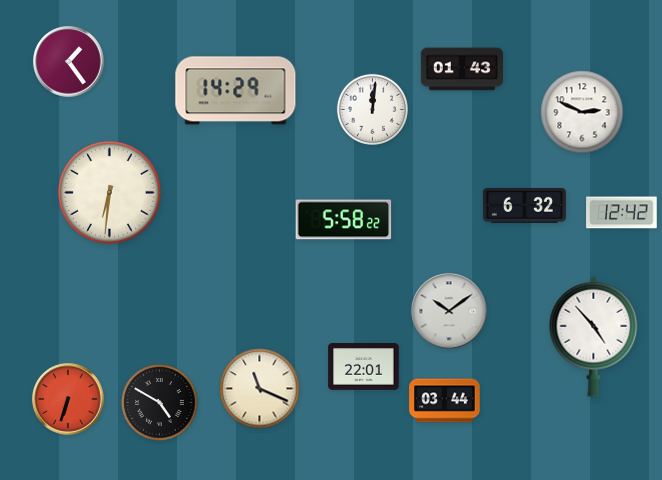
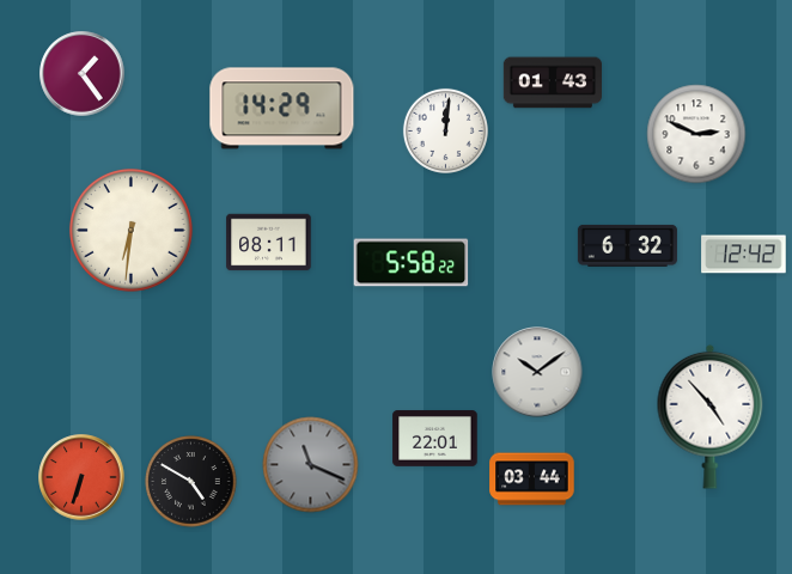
clock at (269, 243): none -> 08:11
clock at (594, 336) position: (594, 336) -> (711, 416)
clock at (260, 389) dial: cream -> grey
